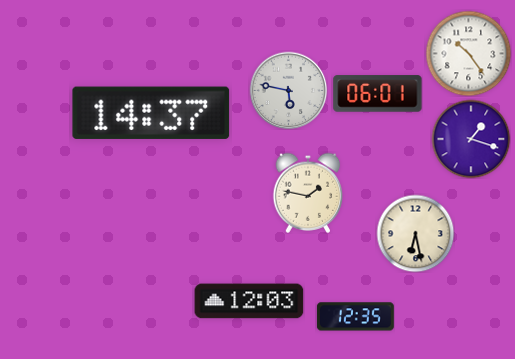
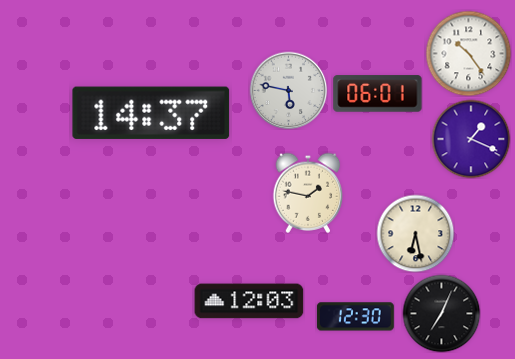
clock at (471, 139): 1:18 -> 1:19
clock at (441, 313): none -> 7:04
clock at (355, 317): 12:35 -> 12:30
